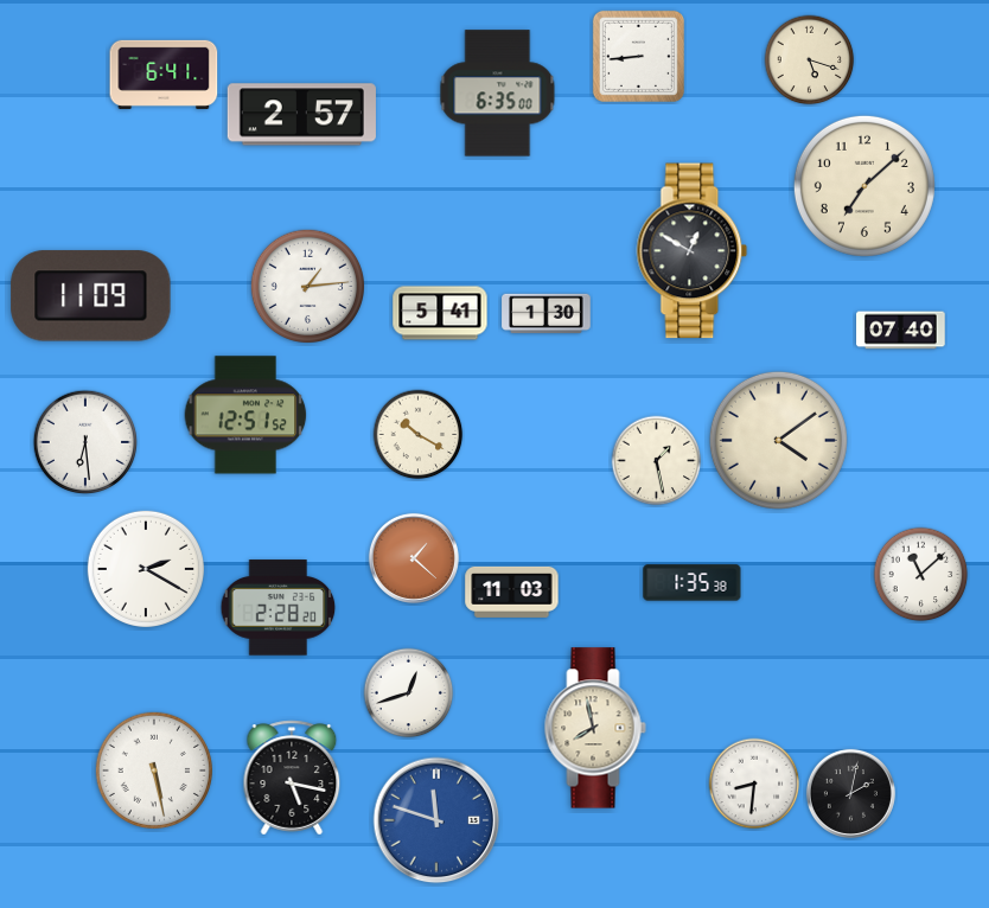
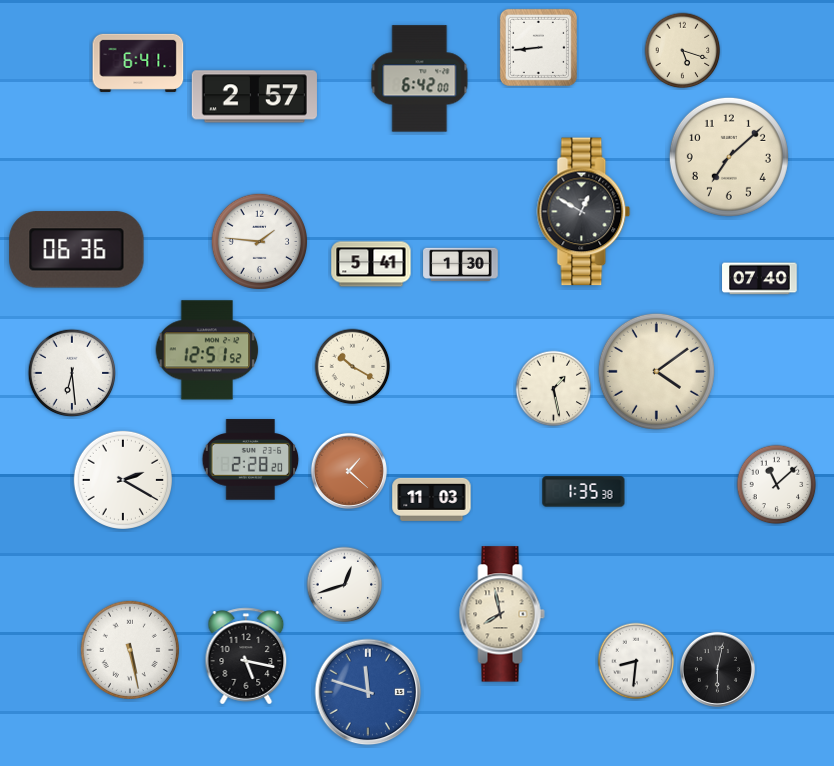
clock at (498, 94): 6:35 -> 6:42
clock at (307, 286): 1:14 -> 1:46
clock at (91, 296): 11:09 -> 06:36
clock at (279, 608) position: (279, 608) -> (251, 460)
clock at (850, 793): 2:02 -> 6:02
